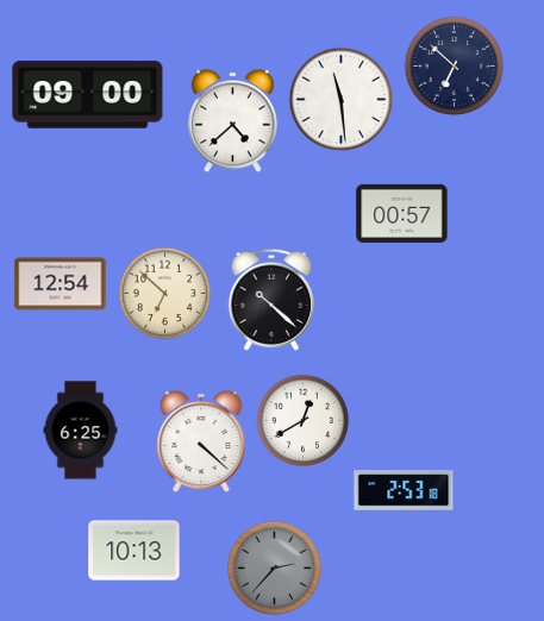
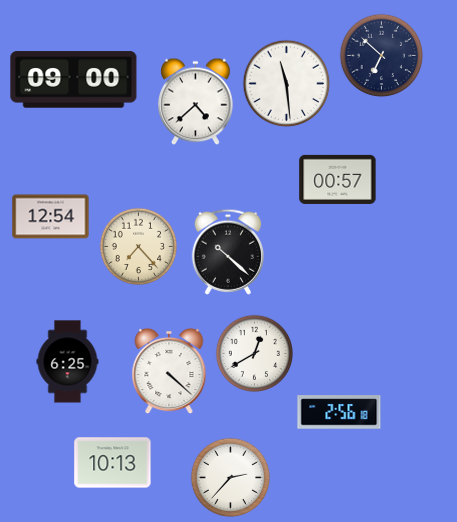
clock at (61, 284) position: (61, 284) -> (51, 217)
clock at (164, 293): 6:52 -> 7:23
clock at (404, 490): 2:53 -> 2:56
clock at (274, 567) dial: grey -> white
